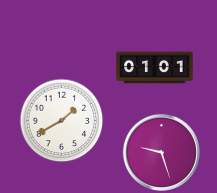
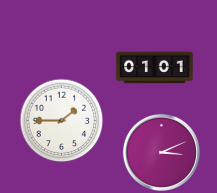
clock at (61, 120): 1:40 -> 1:45
clock at (161, 152): 9:27 -> 3:11
